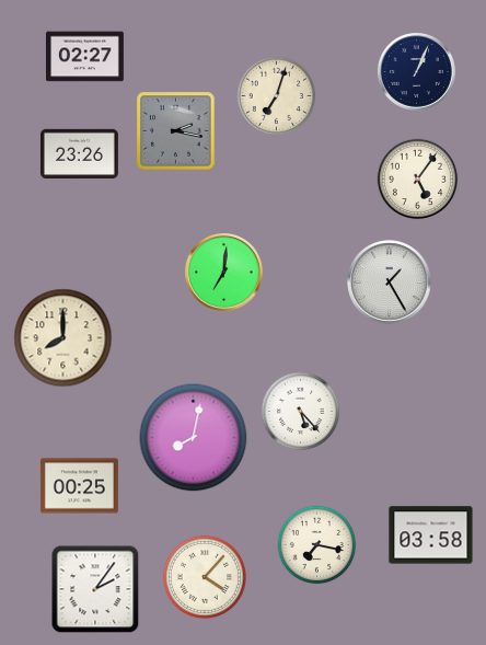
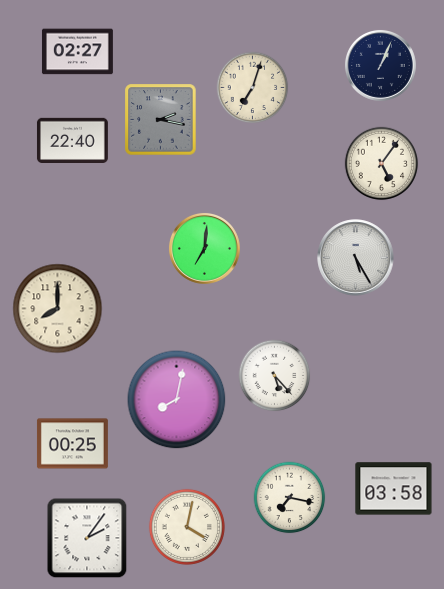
clock at (79, 153): 23:26 -> 22:40
clock at (390, 283): 1:25 -> 5:25
clock at (205, 577): 4:07 -> 4:02
